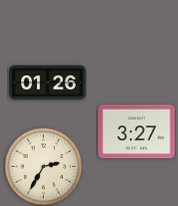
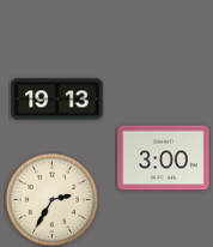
clock at (48, 83): 01:26 -> 19:13
clock at (137, 132): 3:27 -> 3:00
